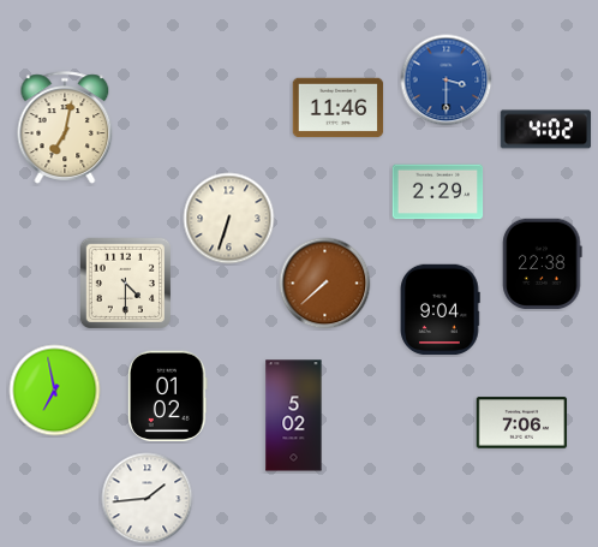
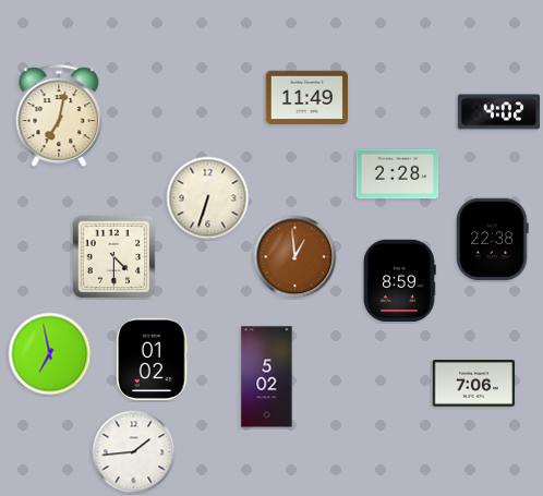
clock at (447, 81): 3:30 -> none
clock at (339, 108): 11:46 -> 11:49
clock at (546, 130) position: (546, 130) -> (499, 112)
clock at (438, 192): 2:29 -> 2:28
clock at (325, 284): 7:38 -> 12:59
clock at (439, 310): 9:04 -> 8:59
